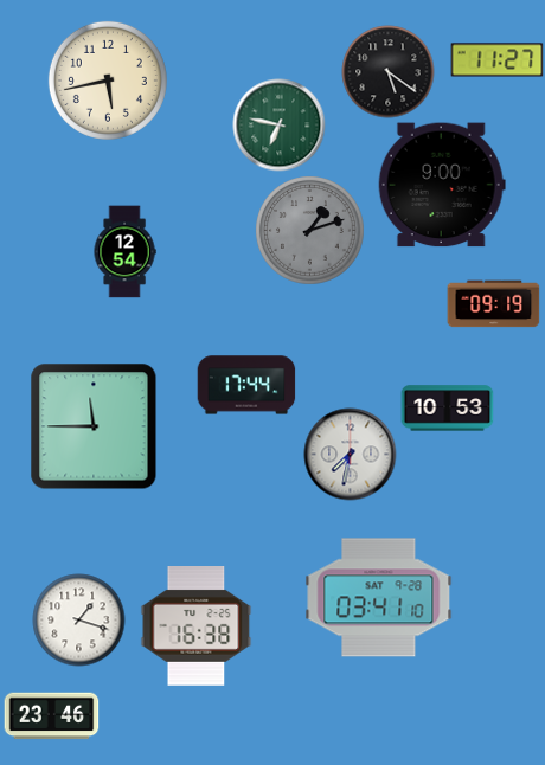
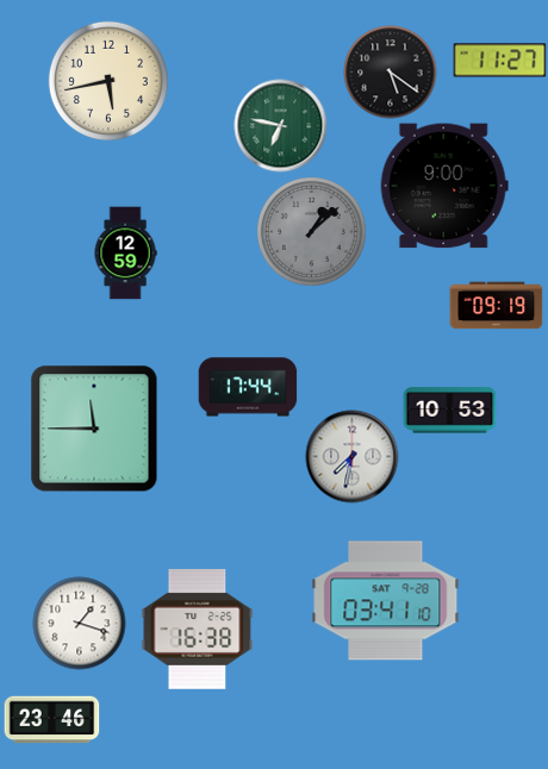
clock at (309, 230): 1:12 -> 1:08
clock at (124, 251): 12:54 -> 12:59
clock at (379, 598) position: (379, 598) -> (386, 601)
